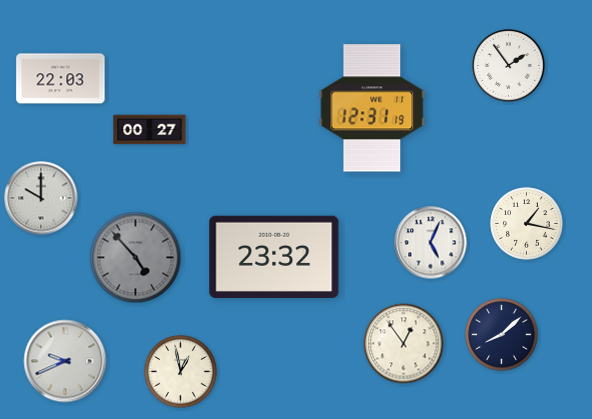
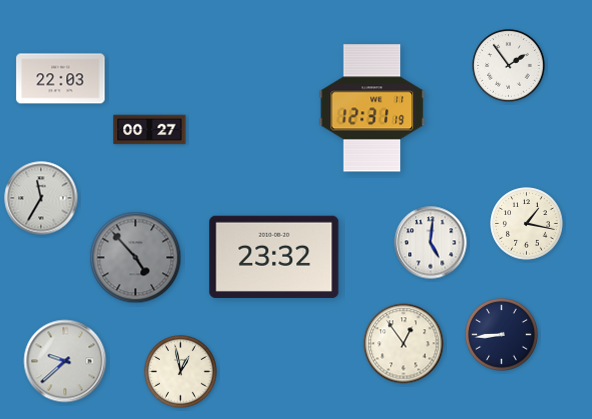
clock at (41, 198): 10:00 -> 11:35
clock at (431, 243): 5:04 -> 5:01
clock at (502, 335): 8:08 -> 8:44
clock at (65, 361): 9:41 -> 9:38
